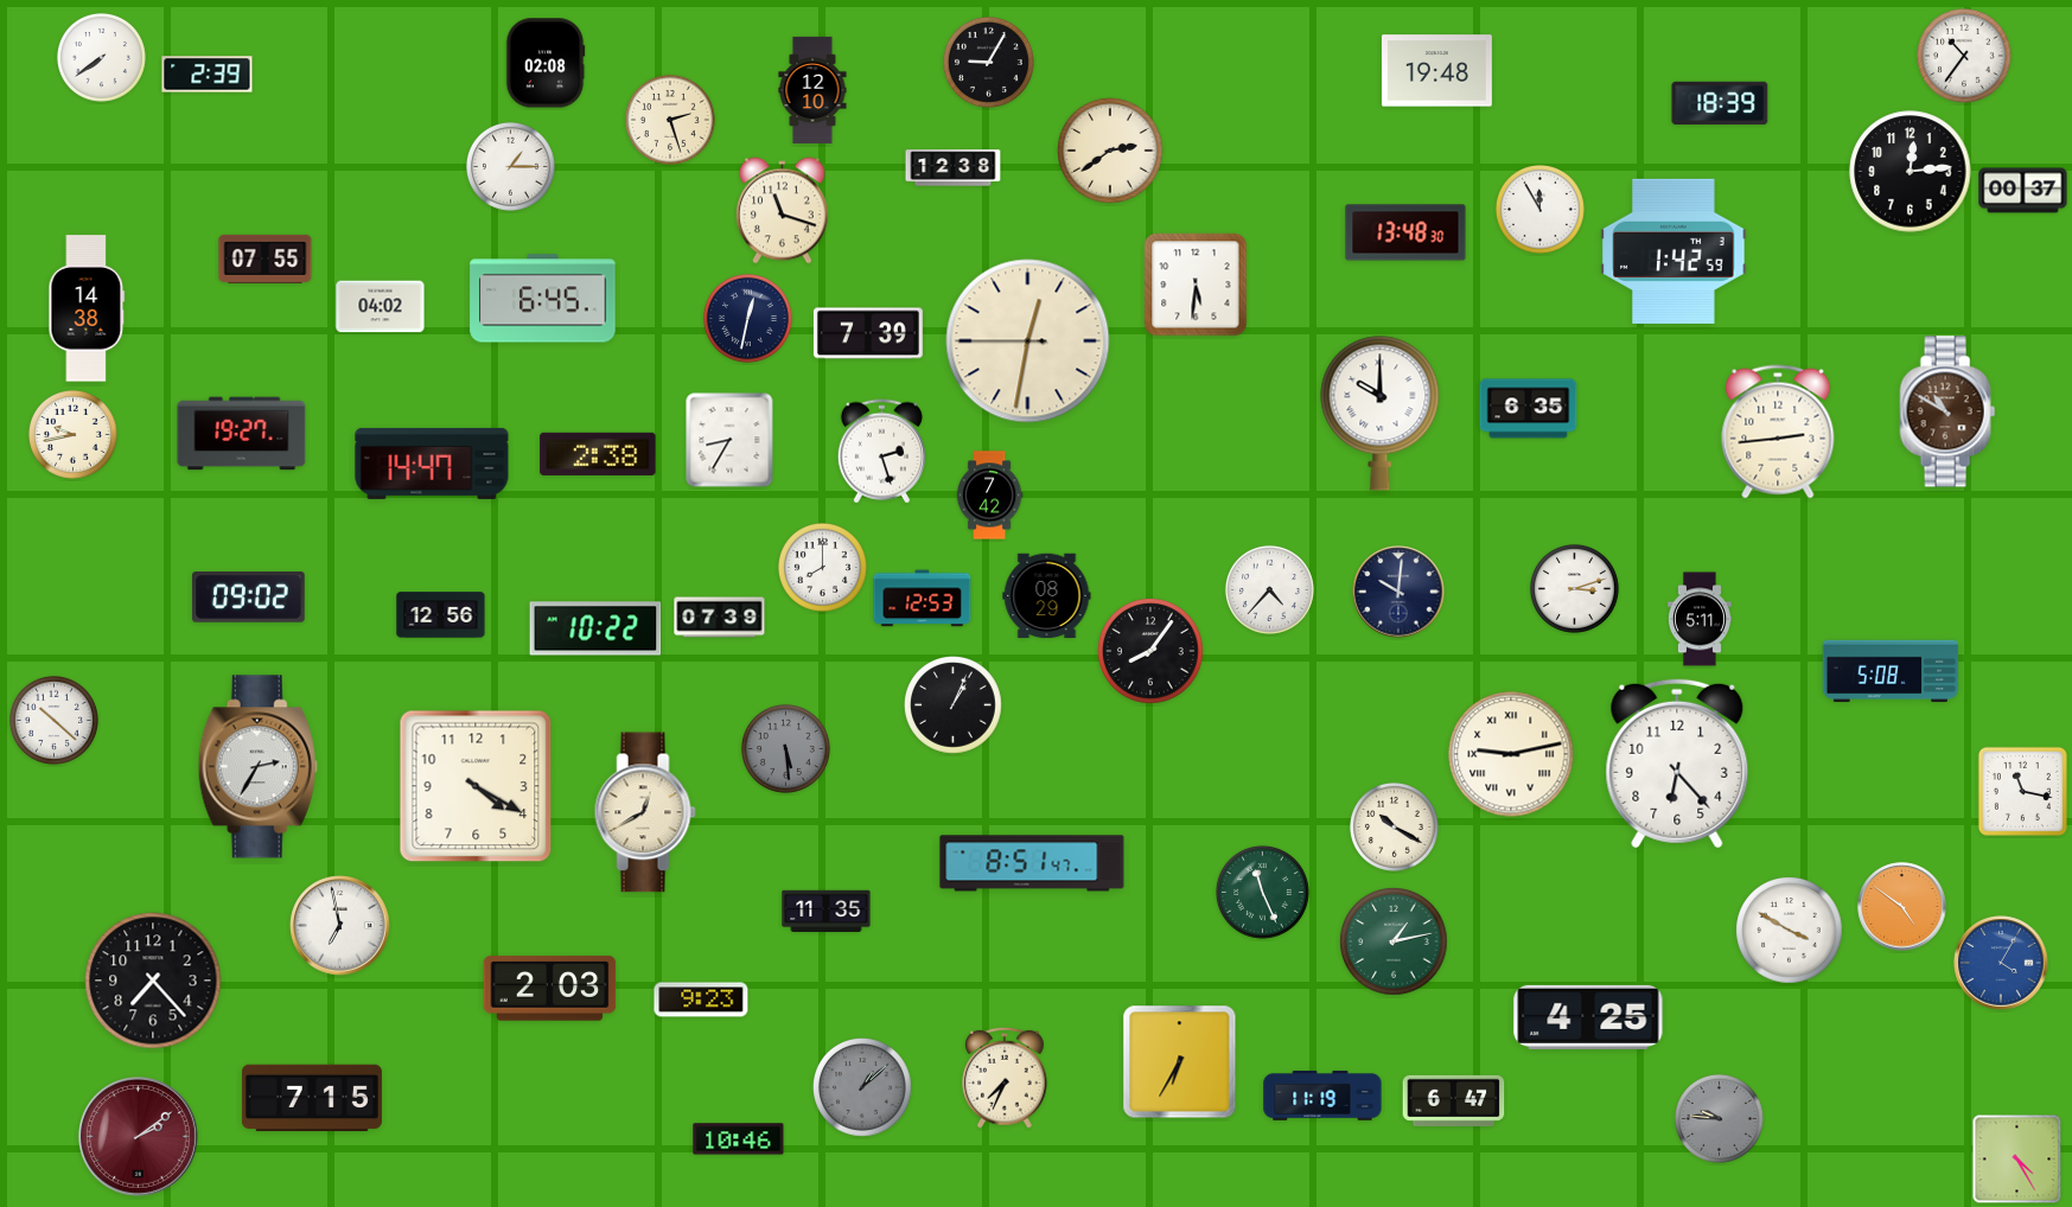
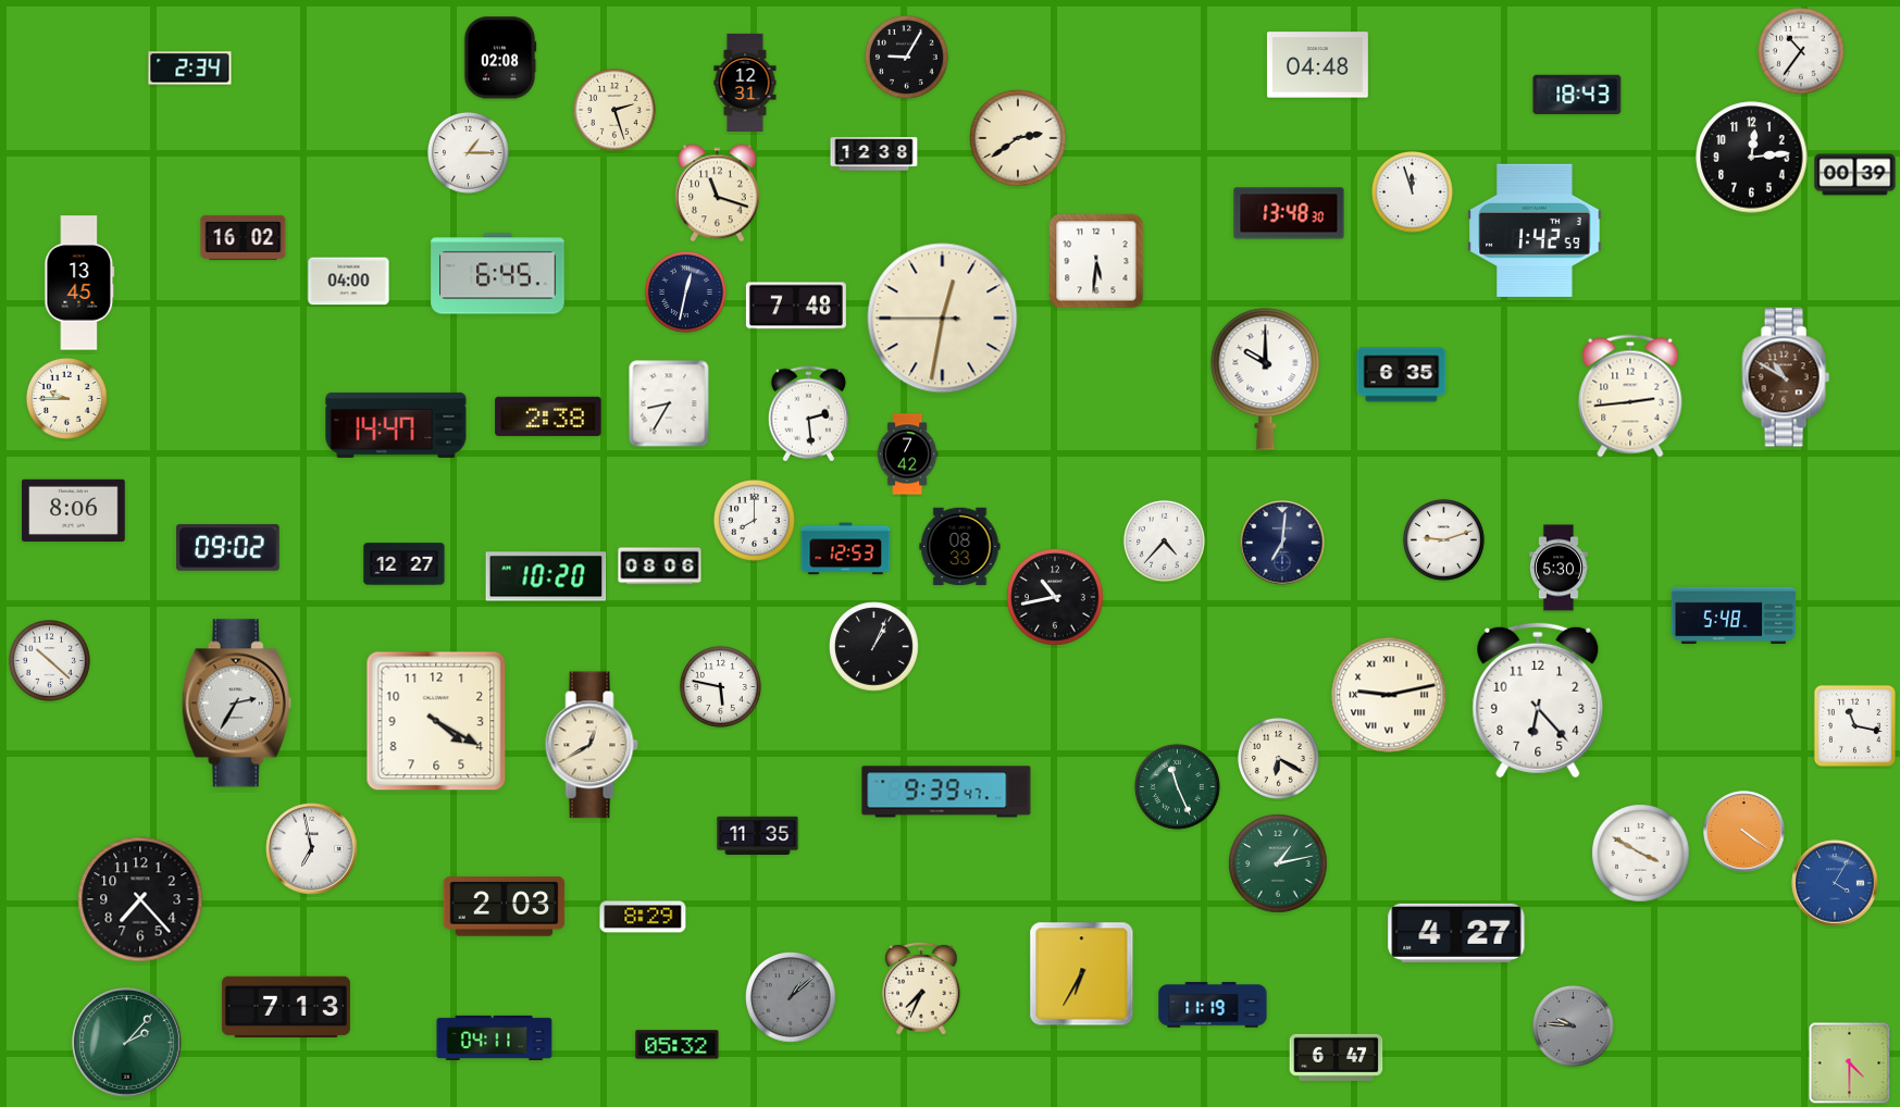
clock at (101, 57): 7:39 -> none
clock at (1436, 71): 19:48 -> 04:48
clock at (208, 75): 2:39 -> 2:34
clock at (812, 90): 12:10 -> 12:31
clock at (1720, 103): 18:39 -> 18:43
clock at (2023, 191): 00:37 -> 00:39
clock at (1539, 209): 11:55 -> 11:57
clock at (266, 258): 07:55 -> 16:02
clock at (381, 307): 04:02 -> 04:00
clock at (87, 308): 14:38 -> 13:45
clock at (868, 333): 7:39 -> 7:48
clock at (1028, 341) position: (1028, 341) -> (943, 319)
clock at (72, 434): 9:43 -> 9:45
clock at (242, 434): 19:27 -> none
clock at (881, 452): 2:27 -> 2:29
clock at (74, 511): none -> 8:06
clock at (1574, 588): 3:12 -> 9:12
clock at (1398, 592): 10:01 -> 7:01
clock at (1047, 596): 08:29 -> 08:33
clock at (441, 615): 12:56 -> 12:27
clock at (720, 618): 07:39 -> 08:06
clock at (1700, 619): 5:11 -> 5:30
clock at (595, 628): 10:22 -> 10:20
clock at (1150, 651): 8:06 -> 10:43
clock at (1891, 671): 5:08 -> 5:48
clock at (785, 748): 5:29 -> 5:47
clock at (785, 748) dial: grey -> white
clock at (1511, 754) position: (1511, 754) -> (1389, 695)
clock at (1394, 826): 10:20 -> 6:20
clock at (1032, 863): 8:51 -> 9:39
clock at (1263, 893) position: (1263, 893) -> (1178, 787)
clock at (1902, 907): 4:51 -> 4:21
clock at (701, 1000): 9:23 -> 8:29
clock at (1588, 1017): 4:25 -> 4:27
clock at (312, 1098): 7:15 -> 7:13
clock at (1454, 1100) position: (1454, 1100) -> (1337, 1057)
clock at (1719, 1118) position: (1719, 1118) -> (1573, 1025)
clock at (495, 1037): none -> 04:11
clock at (139, 1137): 2:09 -> 2:07
clock at (139, 1137) dial: burgundy -> green
clock at (739, 1139): 10:46 -> 05:32
clock at (2017, 1160): 4:25 -> 4:30
